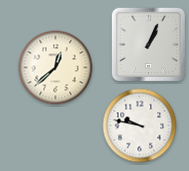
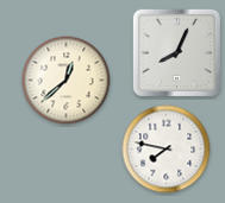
clock at (149, 45): 1:04 -> 8:04
clock at (140, 126): 9:47 -> 7:47
